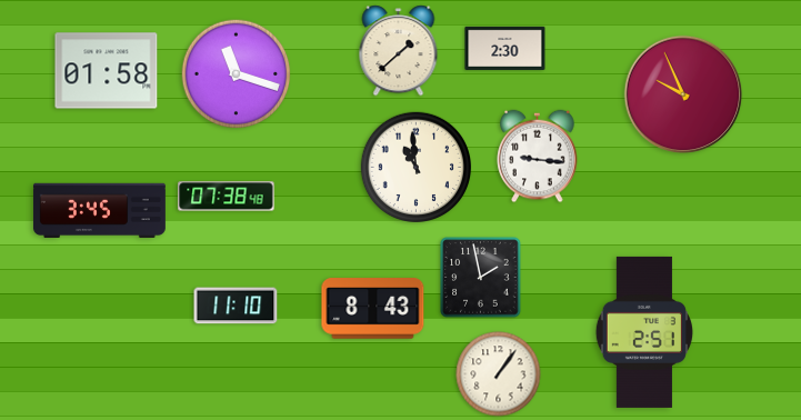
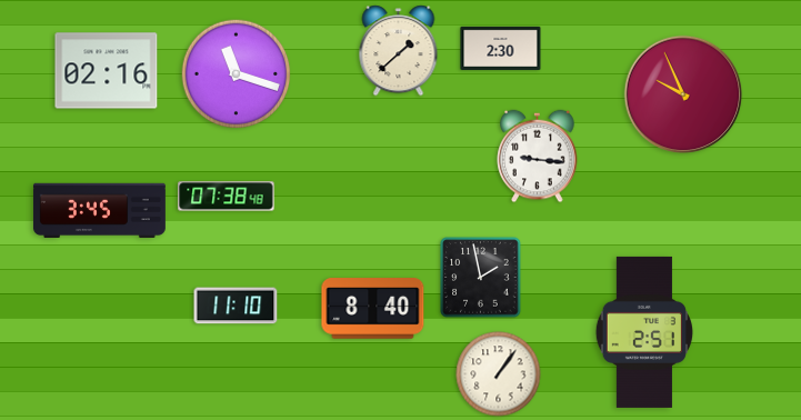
clock at (505, 48) position: (505, 48) -> (501, 48)
clock at (107, 71): 01:58 -> 02:16
clock at (415, 167): 10:59 -> none
clock at (373, 309): 8:43 -> 8:40
